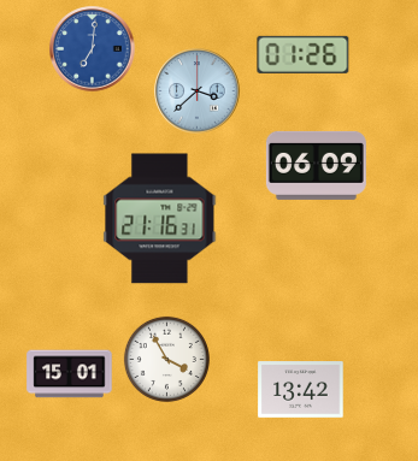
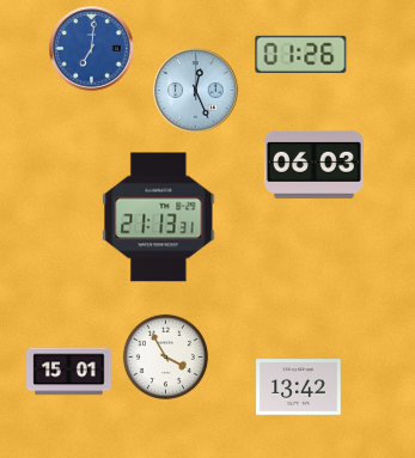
clock at (198, 91): 3:38 -> 12:26
clock at (316, 165): 06:09 -> 06:03
clock at (160, 219): 21:16 -> 21:13
